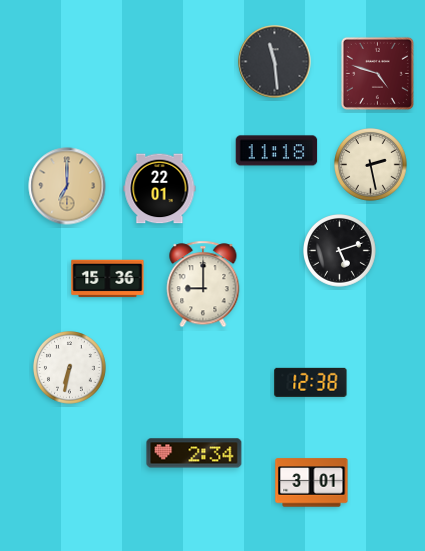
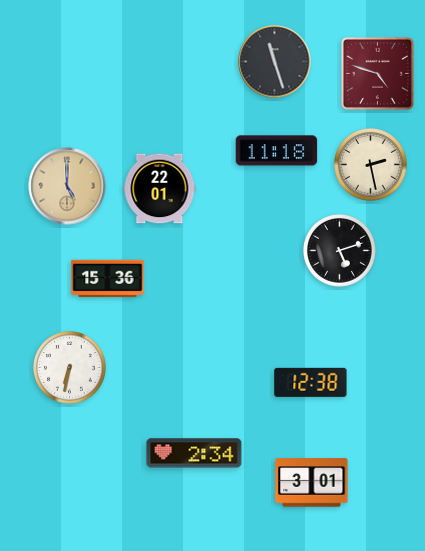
clock at (275, 62): 11:29 -> 11:27
clock at (67, 186): 7:00 -> 5:00
clock at (203, 284): 9:00 -> none
